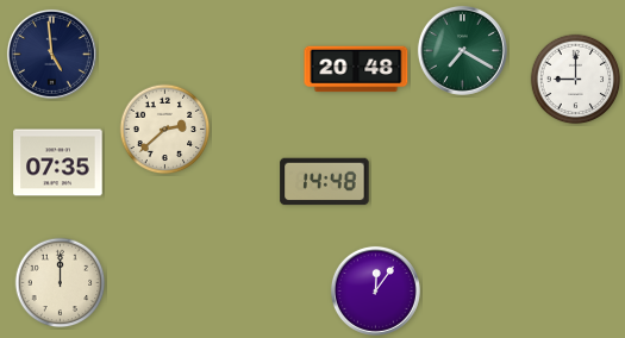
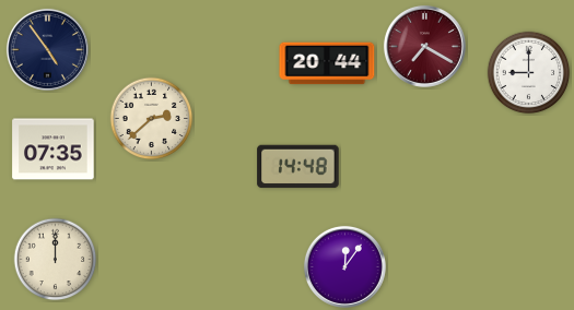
clock at (462, 50) dial: green -> burgundy
clock at (51, 54): 4:59 -> 4:54
clock at (356, 69): 20:48 -> 20:44
